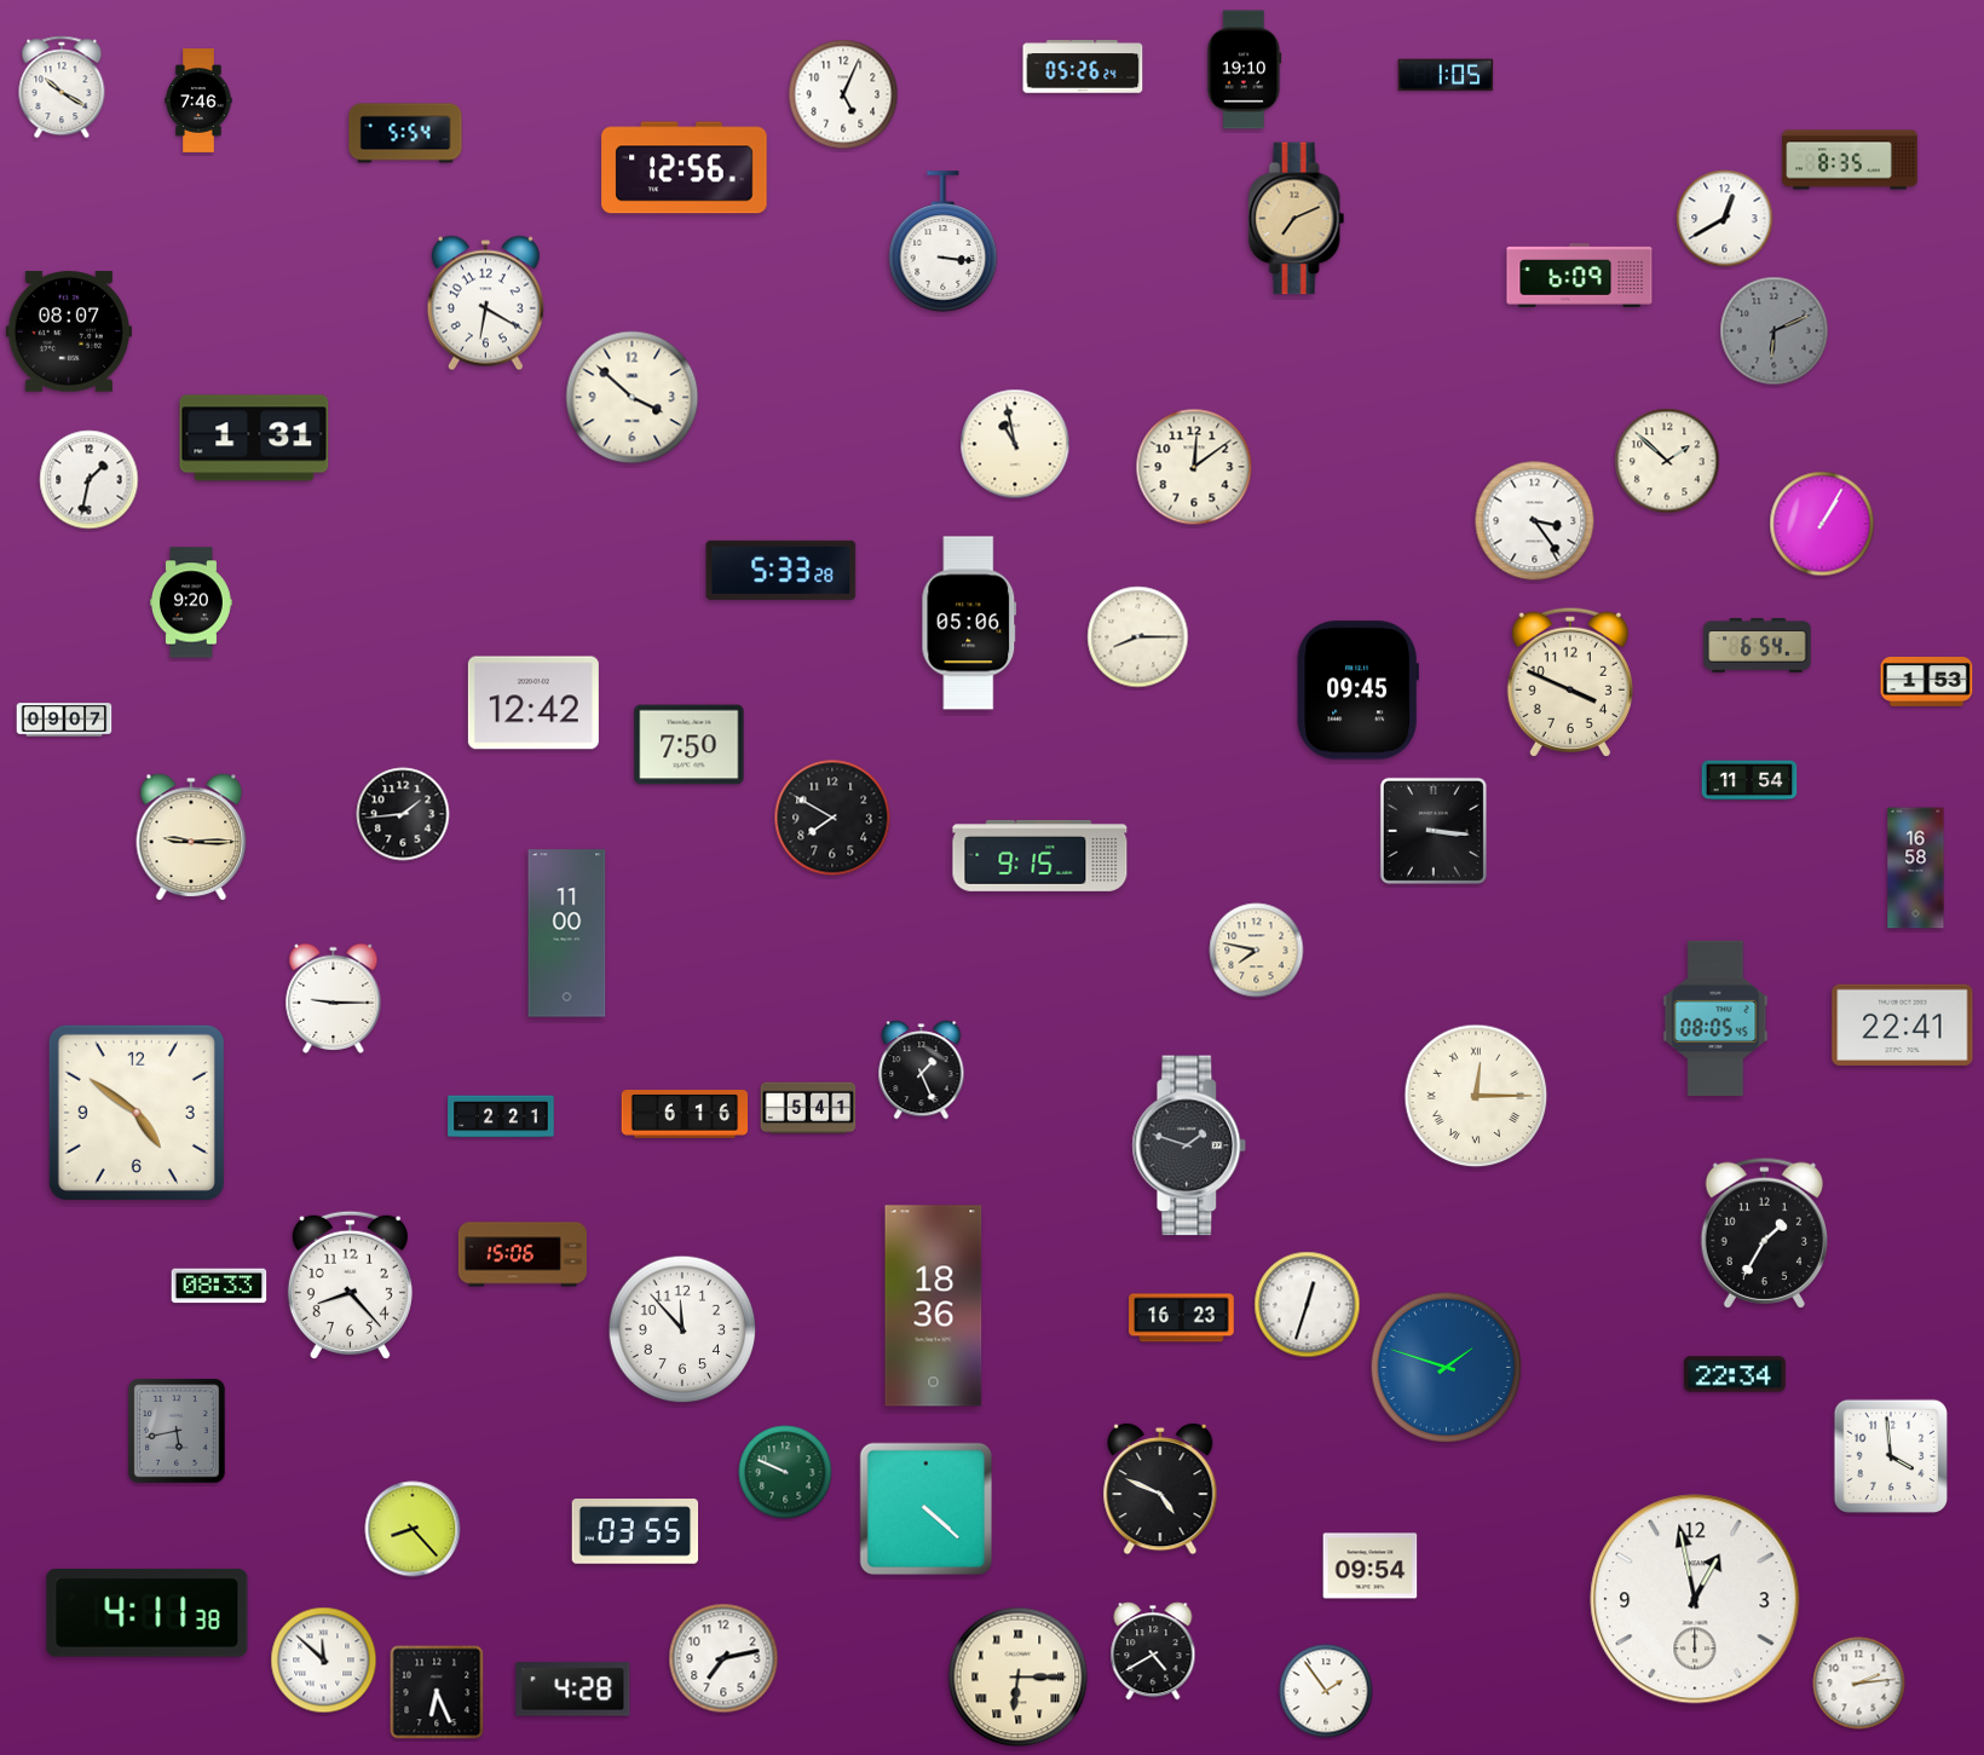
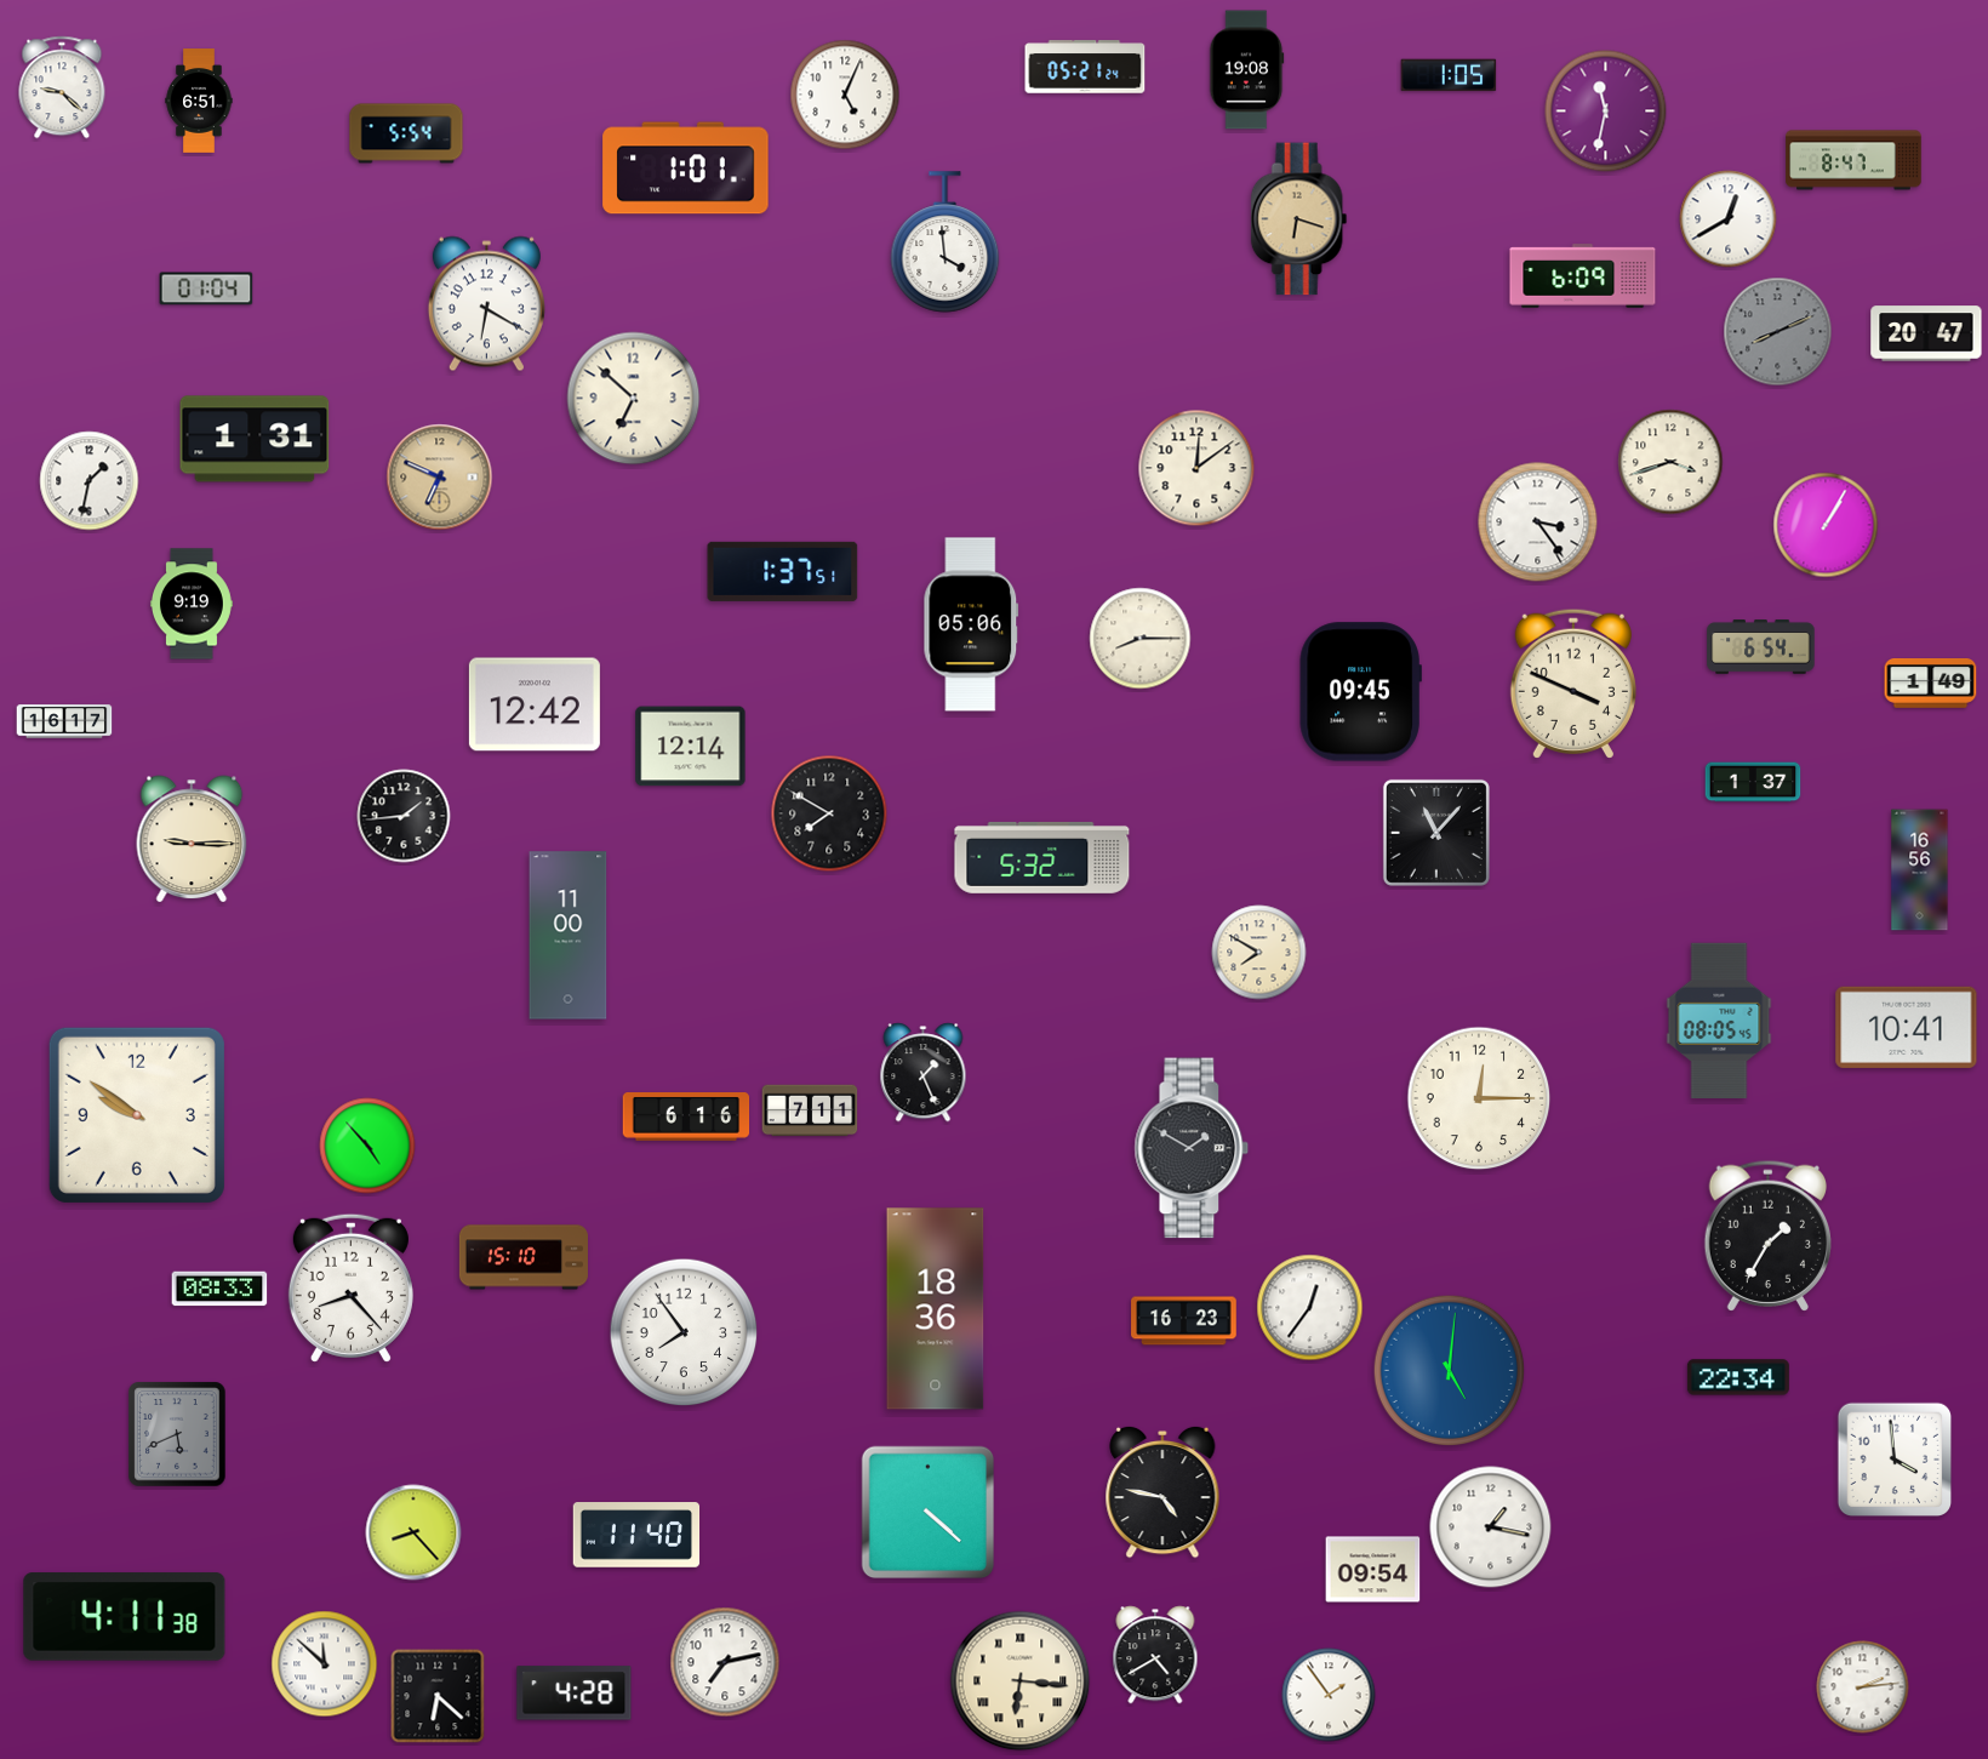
clock at (1083, 67): 05:26 -> 05:21
clock at (1245, 70): 19:10 -> 19:08
clock at (62, 87): 10:20 -> 9:22
clock at (198, 100): 7:46 -> 6:51
clock at (1606, 112): none -> 11:32
clock at (1850, 160): 8:35 -> 8:47
clock at (685, 168): 12:56 -> 1:01
clock at (1297, 219): 7:11 -> 6:18
clock at (944, 242): 3:16 -> 3:59
clock at (206, 289): none -> 01:04
clock at (68, 331): 08:07 -> none
clock at (1775, 331): 6:11 -> 8:11
clock at (1926, 333): none -> 20:47
clock at (633, 398): 3:52 -> 6:52
clock at (1015, 444): 10:58 -> none
clock at (1667, 461): 1:52 -> 3:42
clock at (440, 478): none -> 6:49
clock at (782, 570): 5:33 -> 1:37
clock at (191, 602): 9:20 -> 9:19
clock at (1927, 682): 1:53 -> 1:49
clock at (64, 720): 09:07 -> 16:17
clock at (690, 745): 7:50 -> 12:14
clock at (1749, 780): 11:54 -> 1:37
clock at (832, 818) position: (832, 818) -> (829, 813)
clock at (1434, 831): 3:16 -> 11:07
clock at (1040, 855): 9:15 -> 5:32
clock at (1916, 868): 16:58 -> 16:56
clock at (1257, 951): 7:47 -> 7:50
clock at (334, 998): 9:15 -> none
clock at (1903, 1024): 22:41 -> 10:41
clock at (1476, 1096) numerals: Roman -> Arabic
clock at (808, 1108): 5:41 -> 7:11
clock at (137, 1113): 4:51 -> 9:51
clock at (501, 1116): 2:21 -> none
clock at (367, 1146): none -> 4:53
clock at (1189, 1145): 1:48 -> 1:50
clock at (523, 1254): 15:06 -> 15:10
clock at (1308, 1305): 12:33 -> 12:36
clock at (682, 1329): 11:53 -> 7:54
clock at (1447, 1368): 1:48 -> 5:01
clock at (177, 1431): 5:43 -> 5:41
clock at (785, 1472): 9:49 -> none
clock at (1160, 1489): 4:49 -> 4:47
clock at (1491, 1527): none -> 1:17
clock at (635, 1531): 03:55 -> 11:40
clock at (1695, 1599): 12:58 -> none
clock at (148, 1613) position: (148, 1613) -> (125, 1617)
clock at (1019, 1678): 6:15 -> 6:16
clock at (437, 1692): 6:26 -> 6:22
